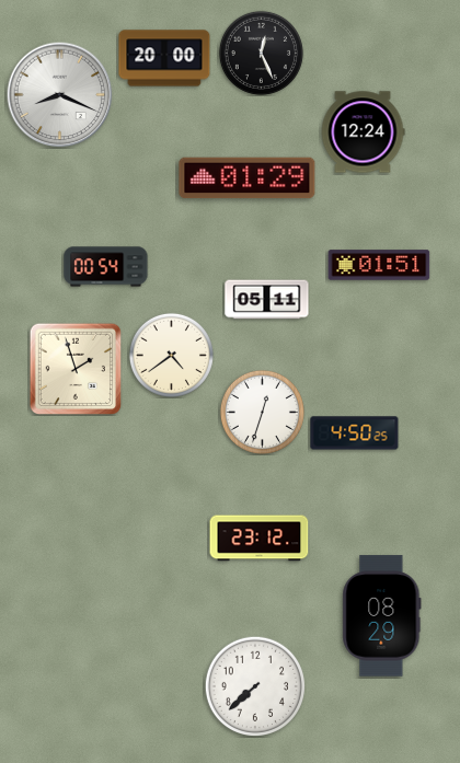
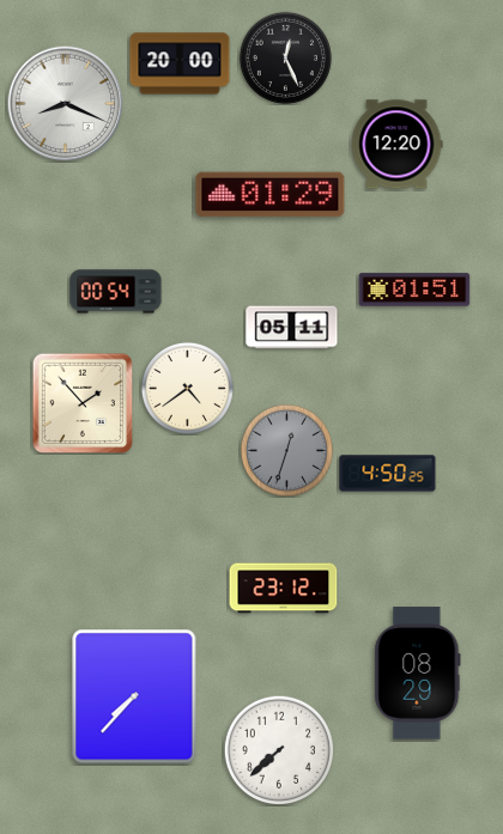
clock at (363, 132): 12:24 -> 12:20
clock at (76, 369): 1:57 -> 1:53
clock at (262, 412) dial: white -> grey
clock at (134, 696): none -> 7:37
